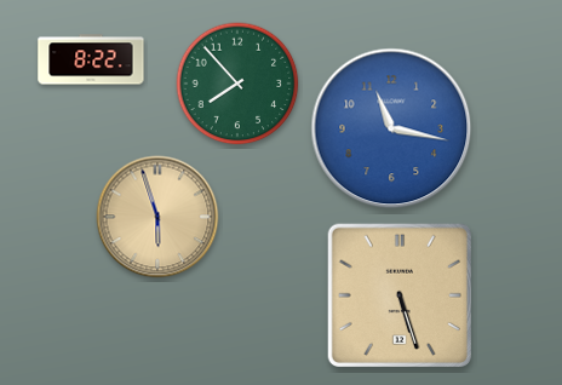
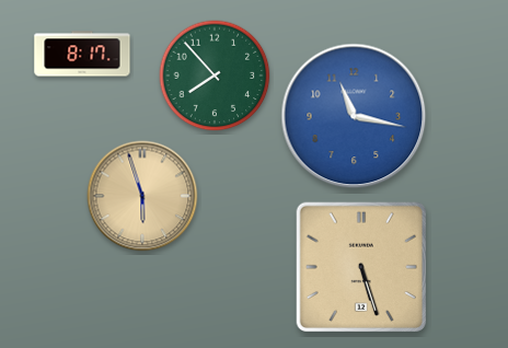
clock at (91, 59): 8:22 -> 8:17
